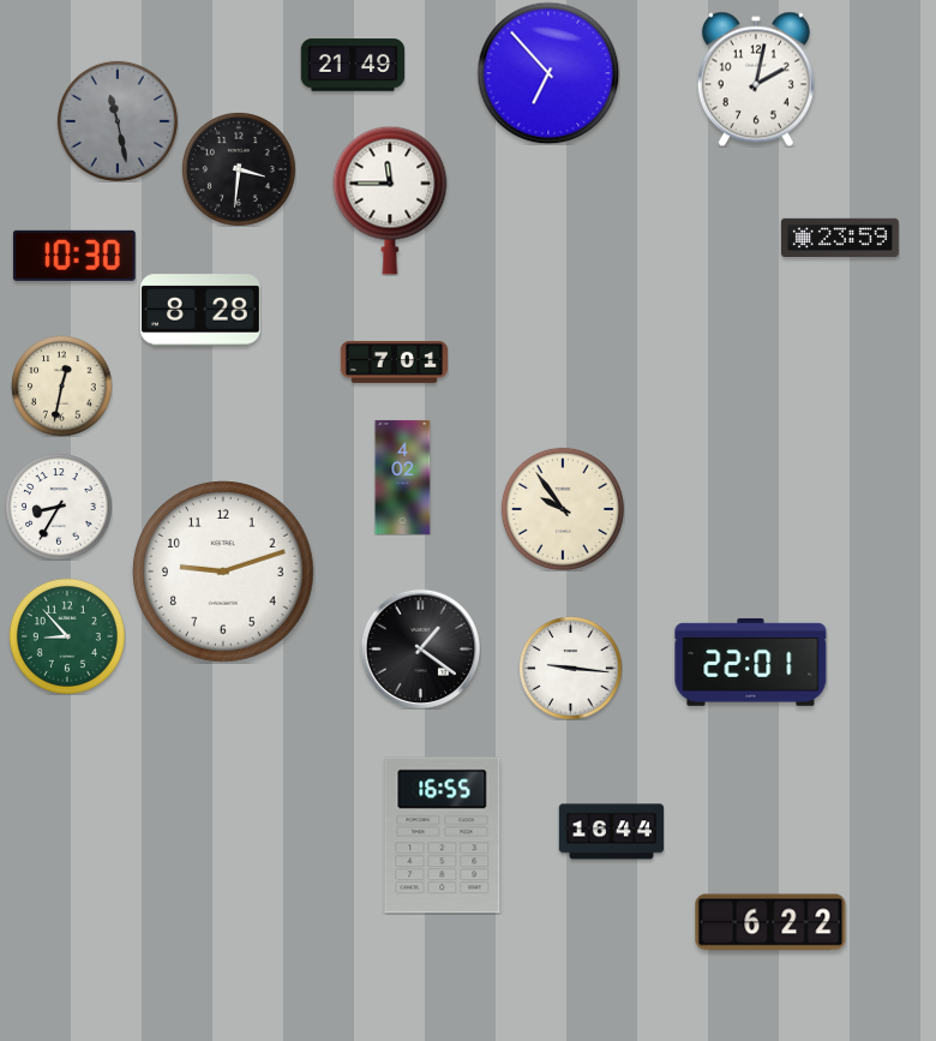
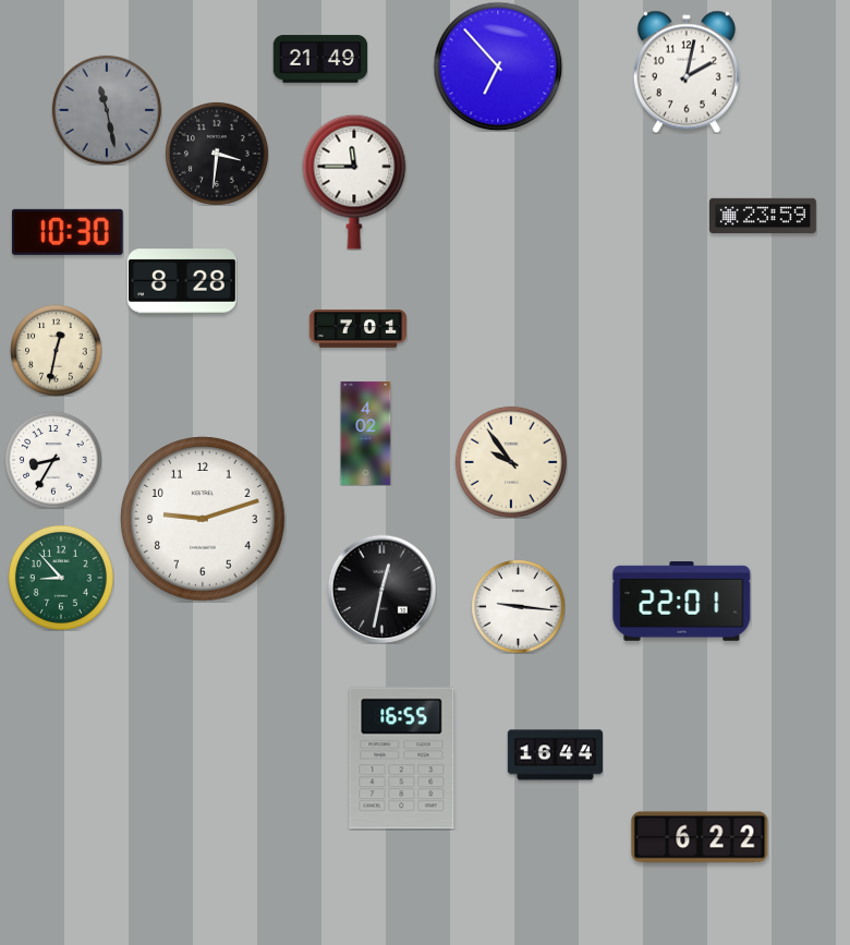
clock at (420, 648): 1:21 -> 12:32
